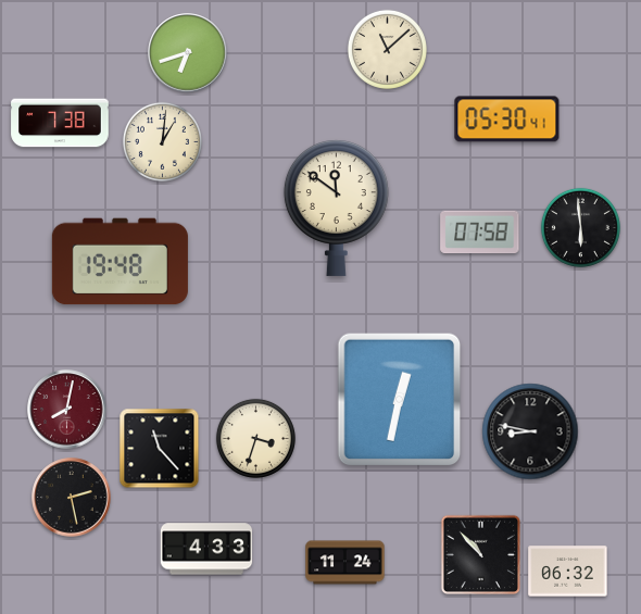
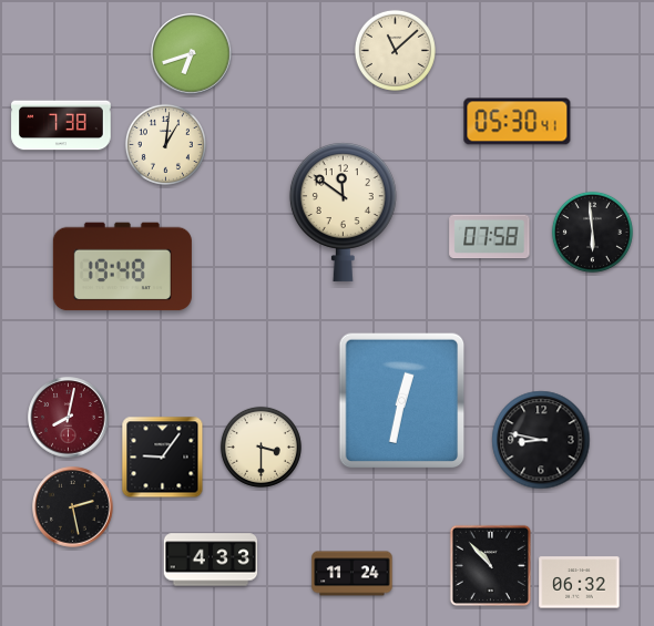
clock at (400, 400) position: (400, 400) -> (402, 401)
clock at (255, 438): 3:33 -> 3:30
clock at (160, 449): 11:23 -> 9:06
